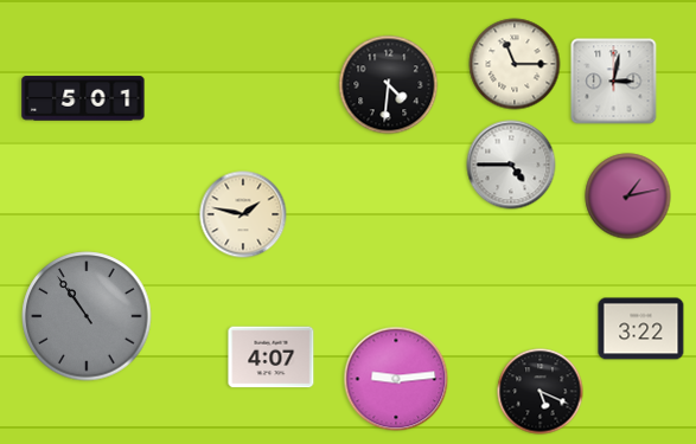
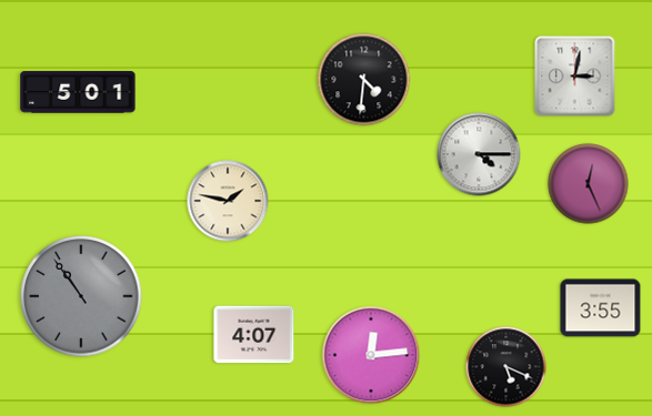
clock at (515, 64): 11:15 -> none
clock at (511, 165): 4:45 -> 4:15
clock at (628, 197): 1:13 -> 12:26
clock at (641, 329): 3:22 -> 3:55
clock at (396, 379): 9:14 -> 12:14
